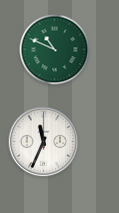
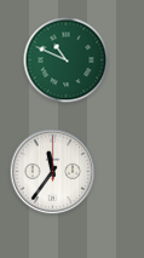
clock at (44, 142): 11:34 -> 11:36
